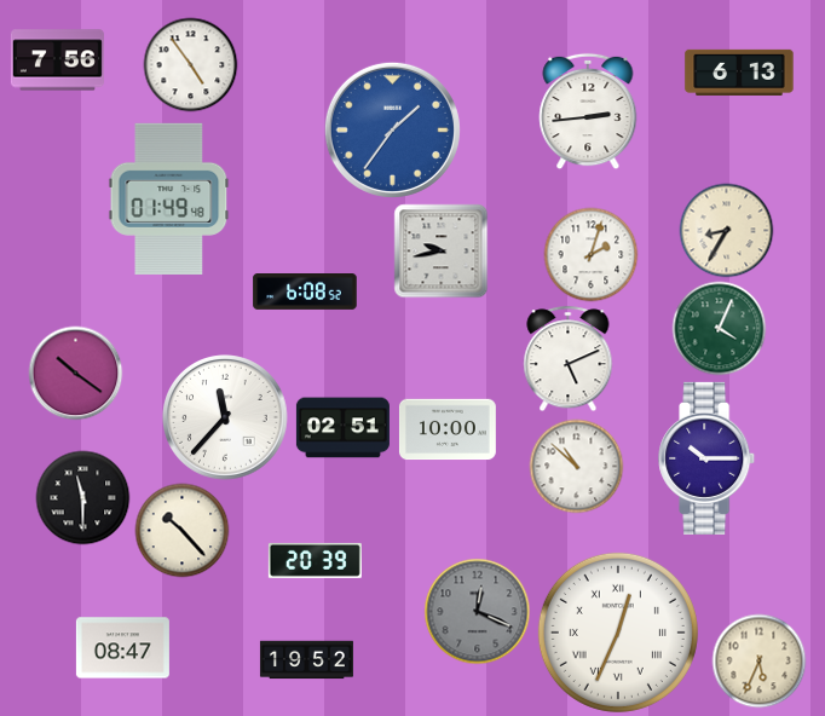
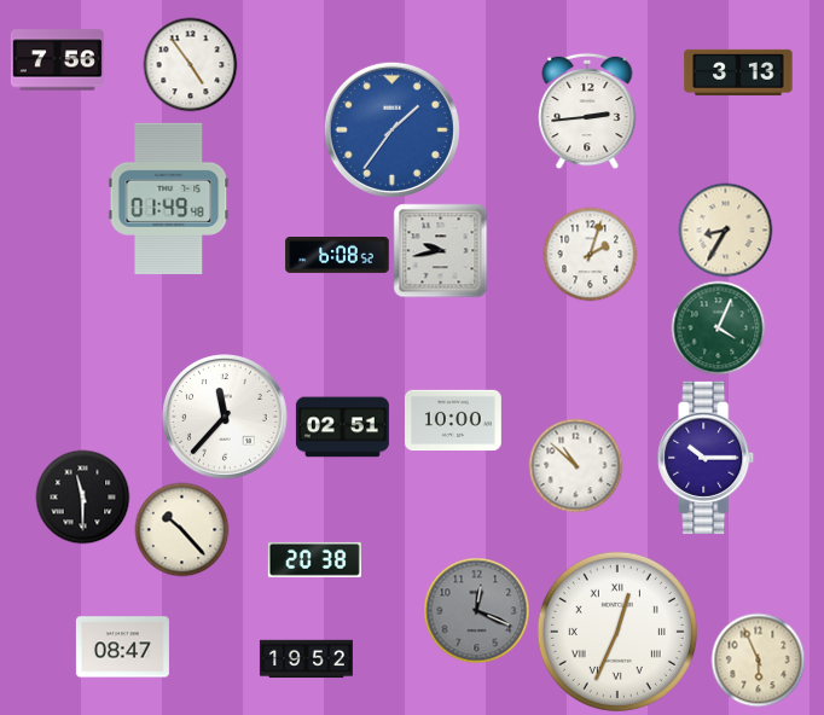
clock at (739, 73): 6:13 -> 3:13
clock at (305, 293) position: (305, 293) -> (337, 256)
clock at (569, 358): 5:11 -> none
clock at (75, 373): 10:21 -> none
clock at (448, 429) position: (448, 429) -> (453, 420)
clock at (315, 560): 20:39 -> 20:38
clock at (758, 660): 5:34 -> 5:56
